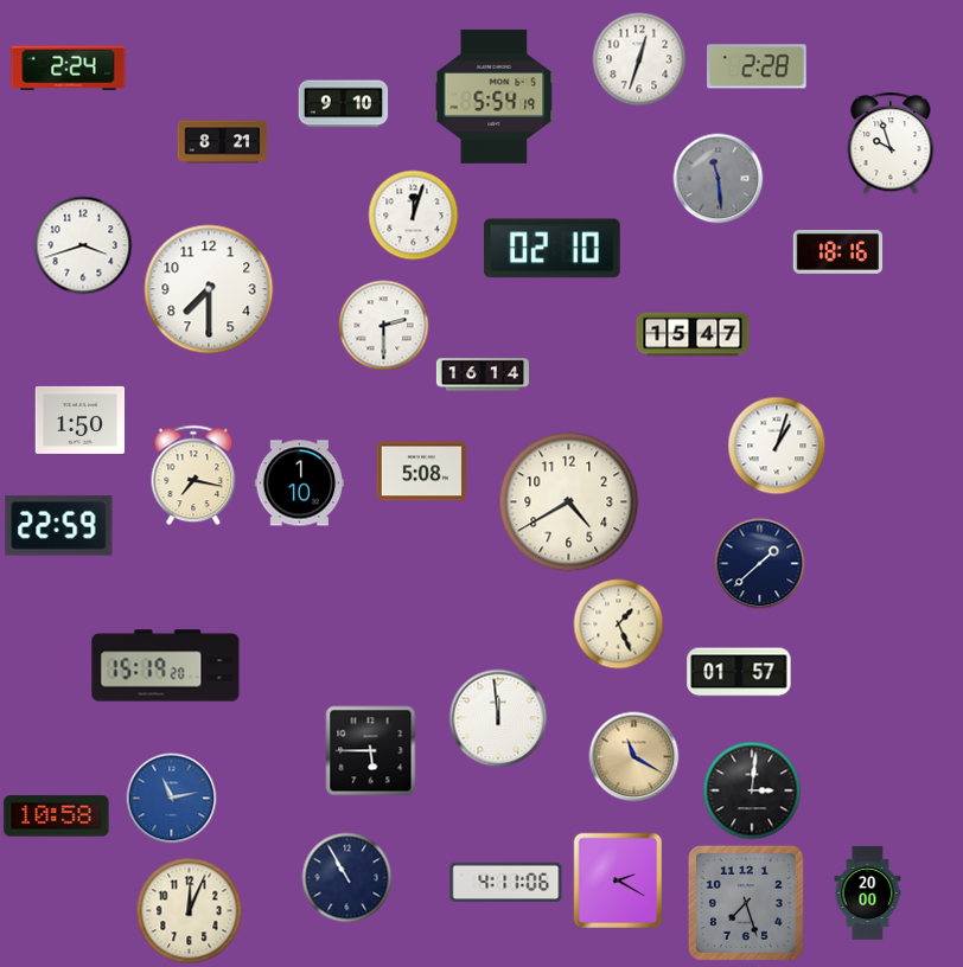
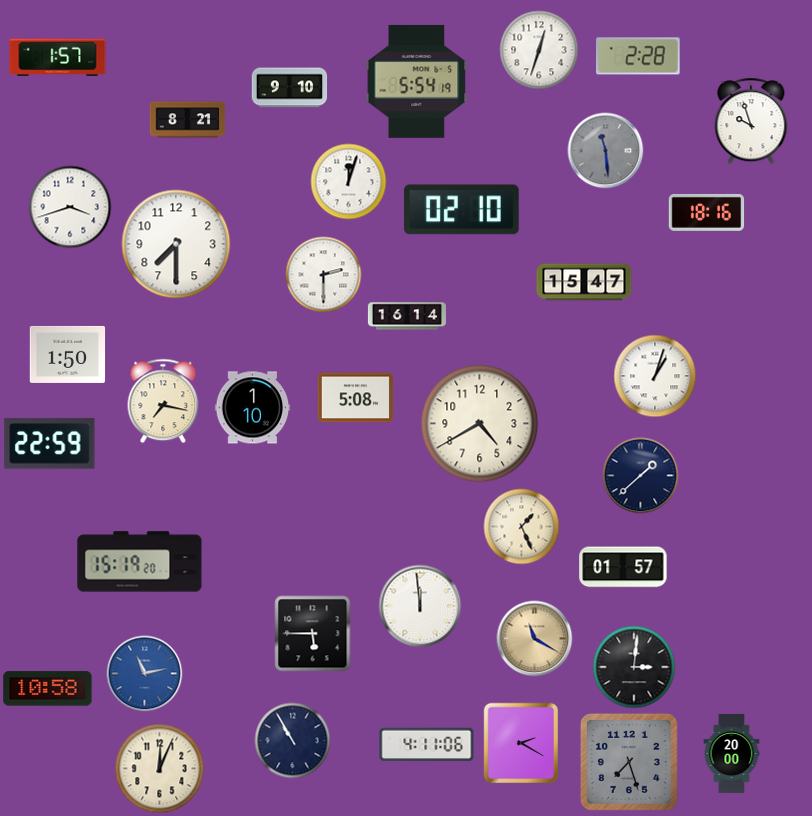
clock at (69, 69): 2:24 -> 1:57
clock at (551, 249) position: (551, 249) -> (461, 210)
